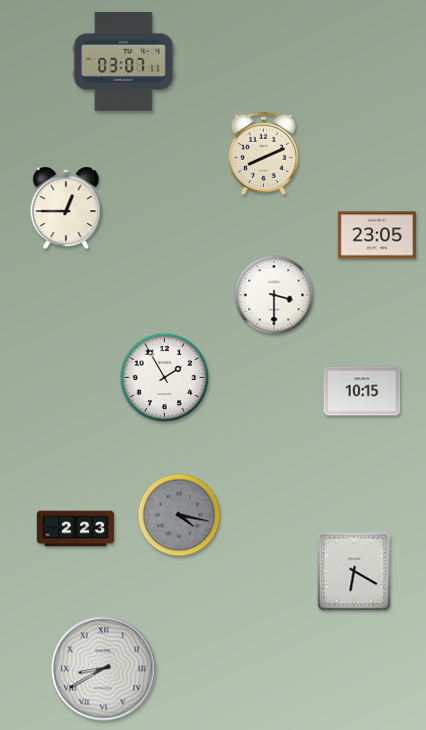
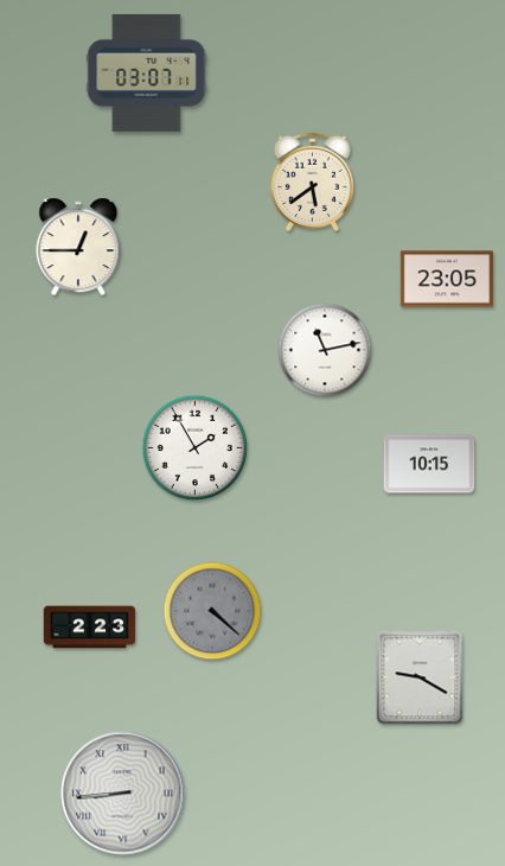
clock at (263, 153): 8:11 -> 5:39
clock at (274, 295): 3:30 -> 11:13
clock at (179, 515): 4:17 -> 4:22
clock at (354, 571): 6:20 -> 9:20
clock at (104, 669): 8:40 -> 8:44
